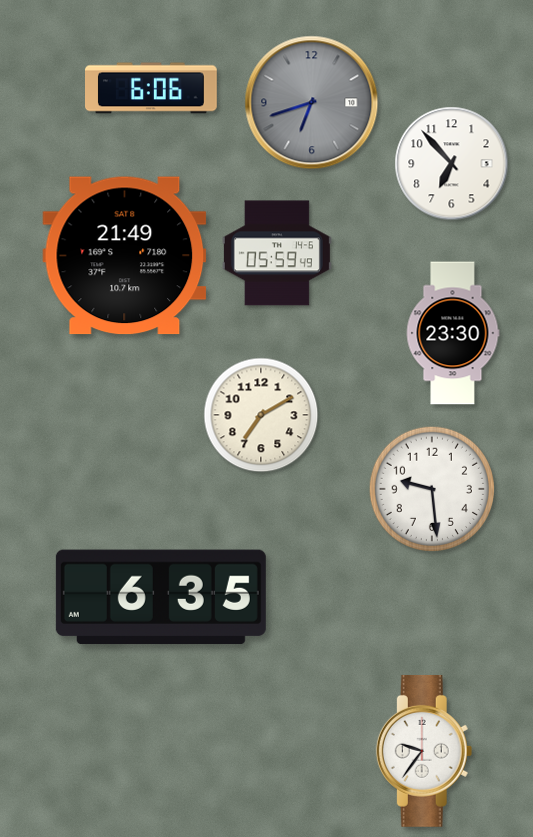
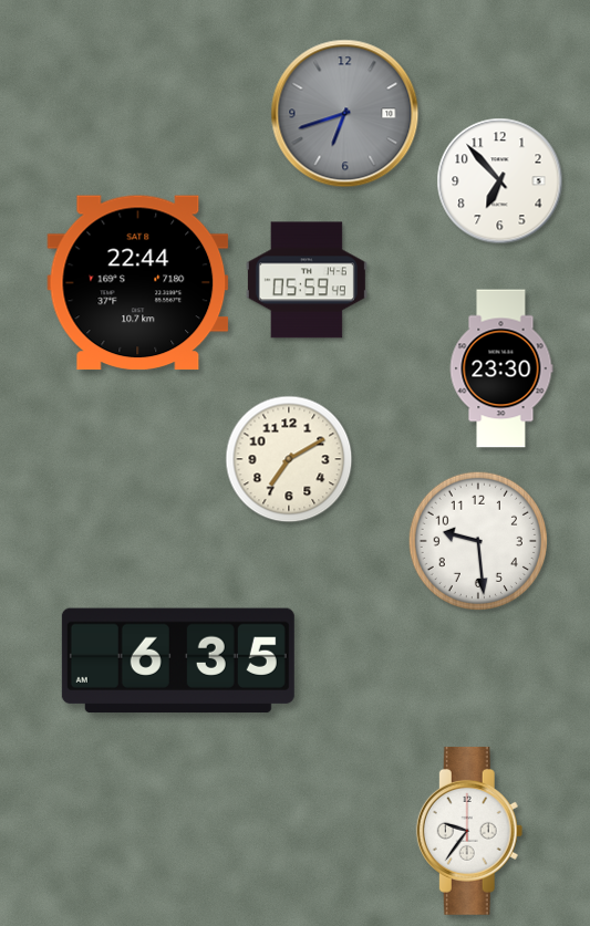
clock at (152, 88): 6:06 -> none
clock at (125, 256): 21:49 -> 22:44
